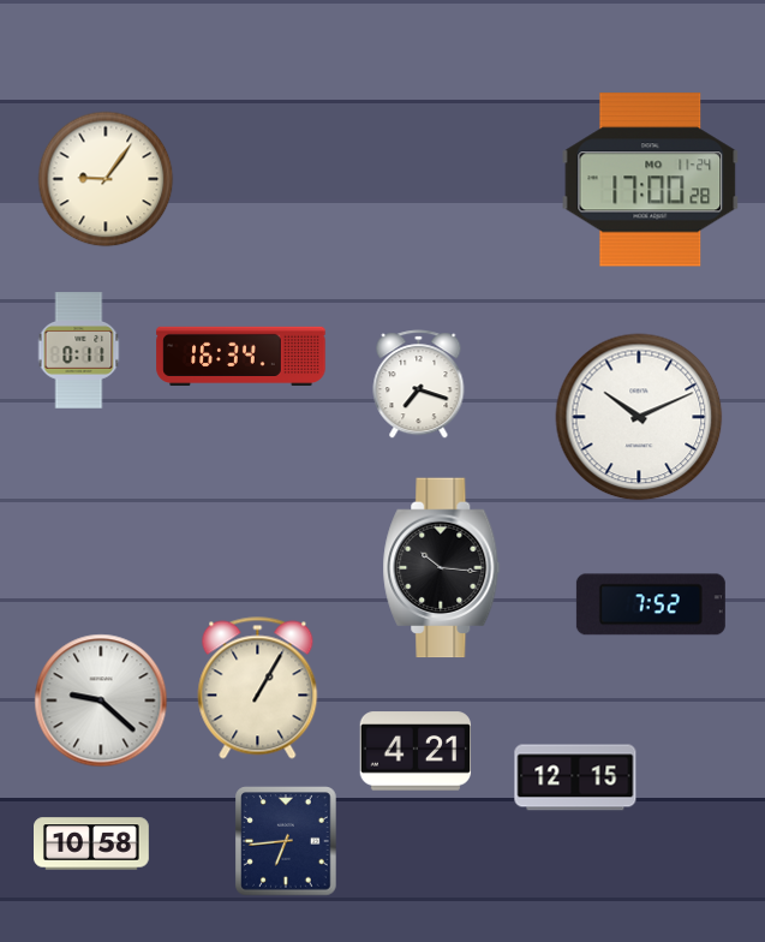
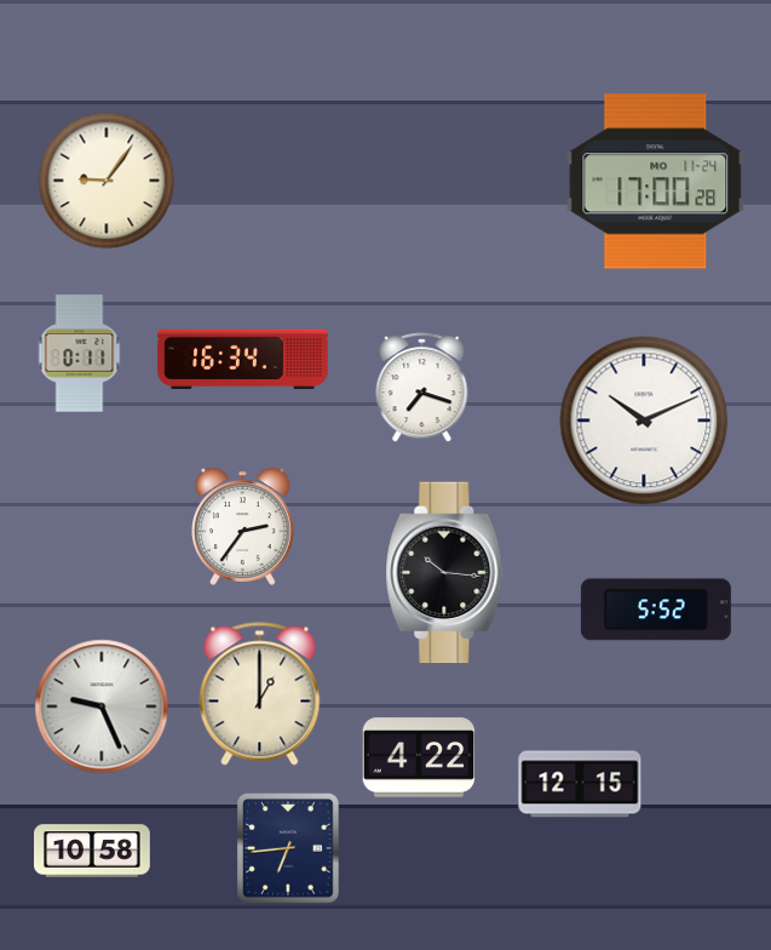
clock at (243, 526): none -> 2:36
clock at (651, 604): 7:52 -> 5:52
clock at (258, 688): 1:05 -> 1:00
clock at (101, 700): 9:22 -> 9:26
clock at (416, 751): 4:21 -> 4:22
